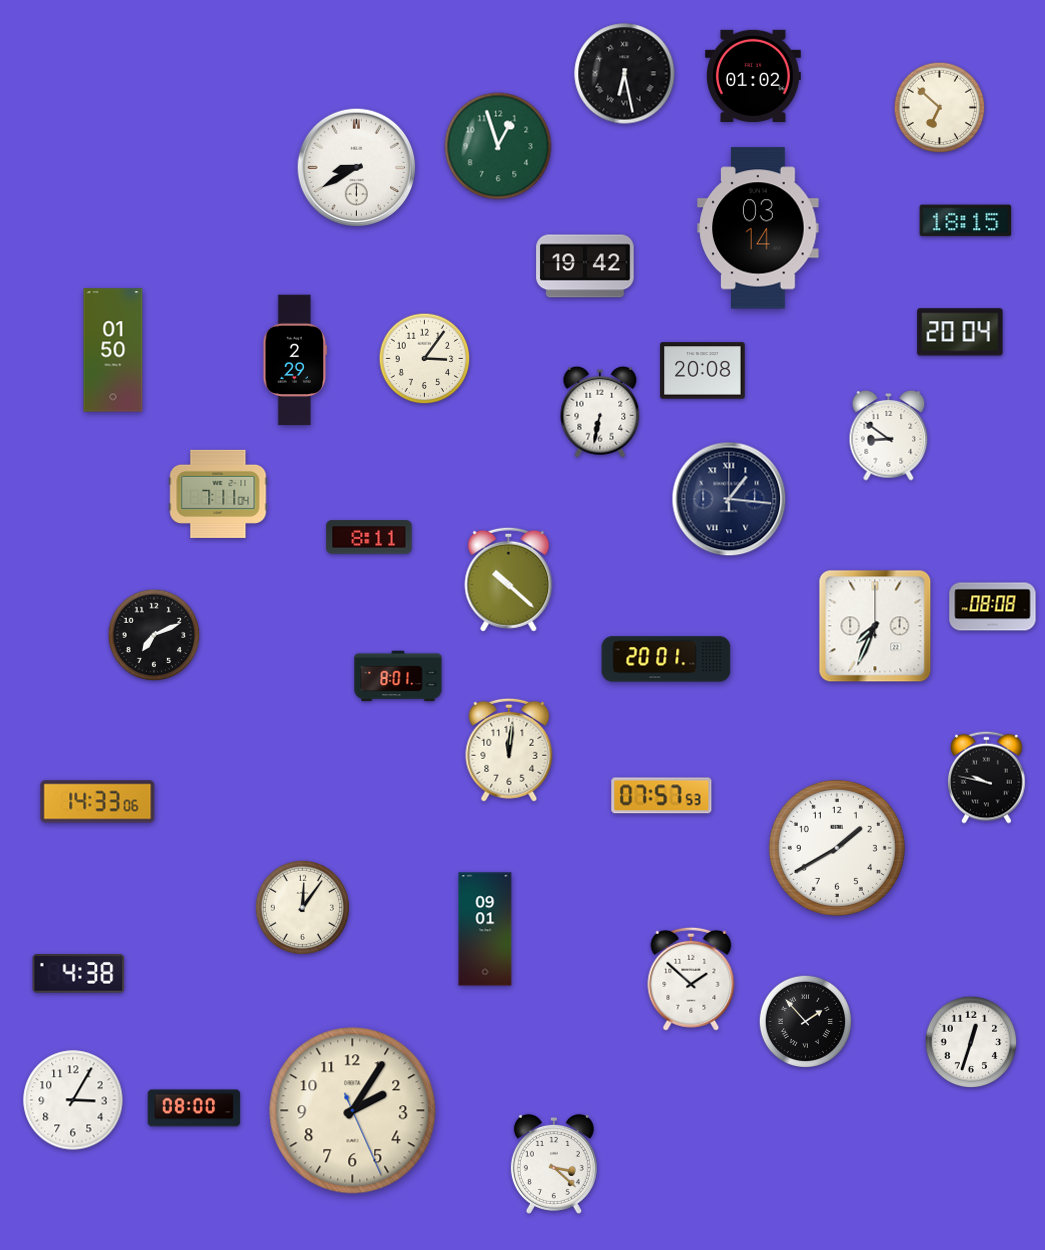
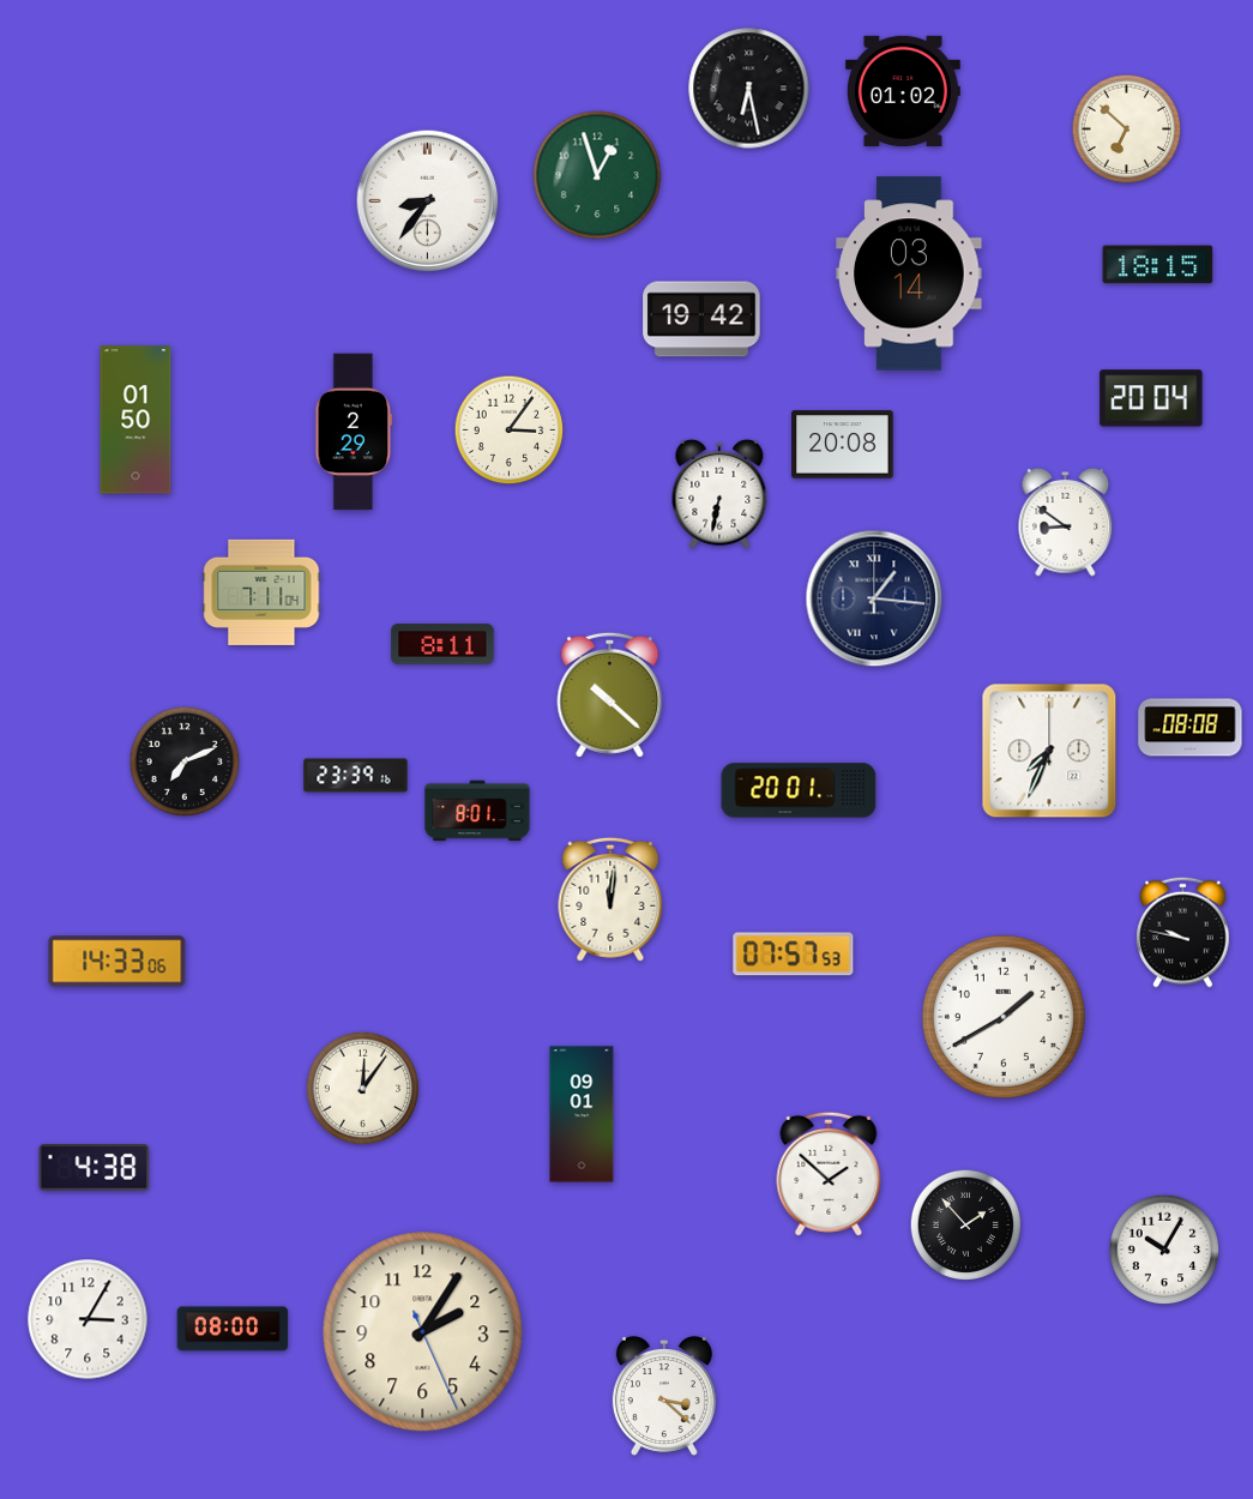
clock at (357, 168): 8:40 -> 8:36
clock at (356, 776): none -> 23:39
clock at (971, 1042): 12:33 -> 10:05
